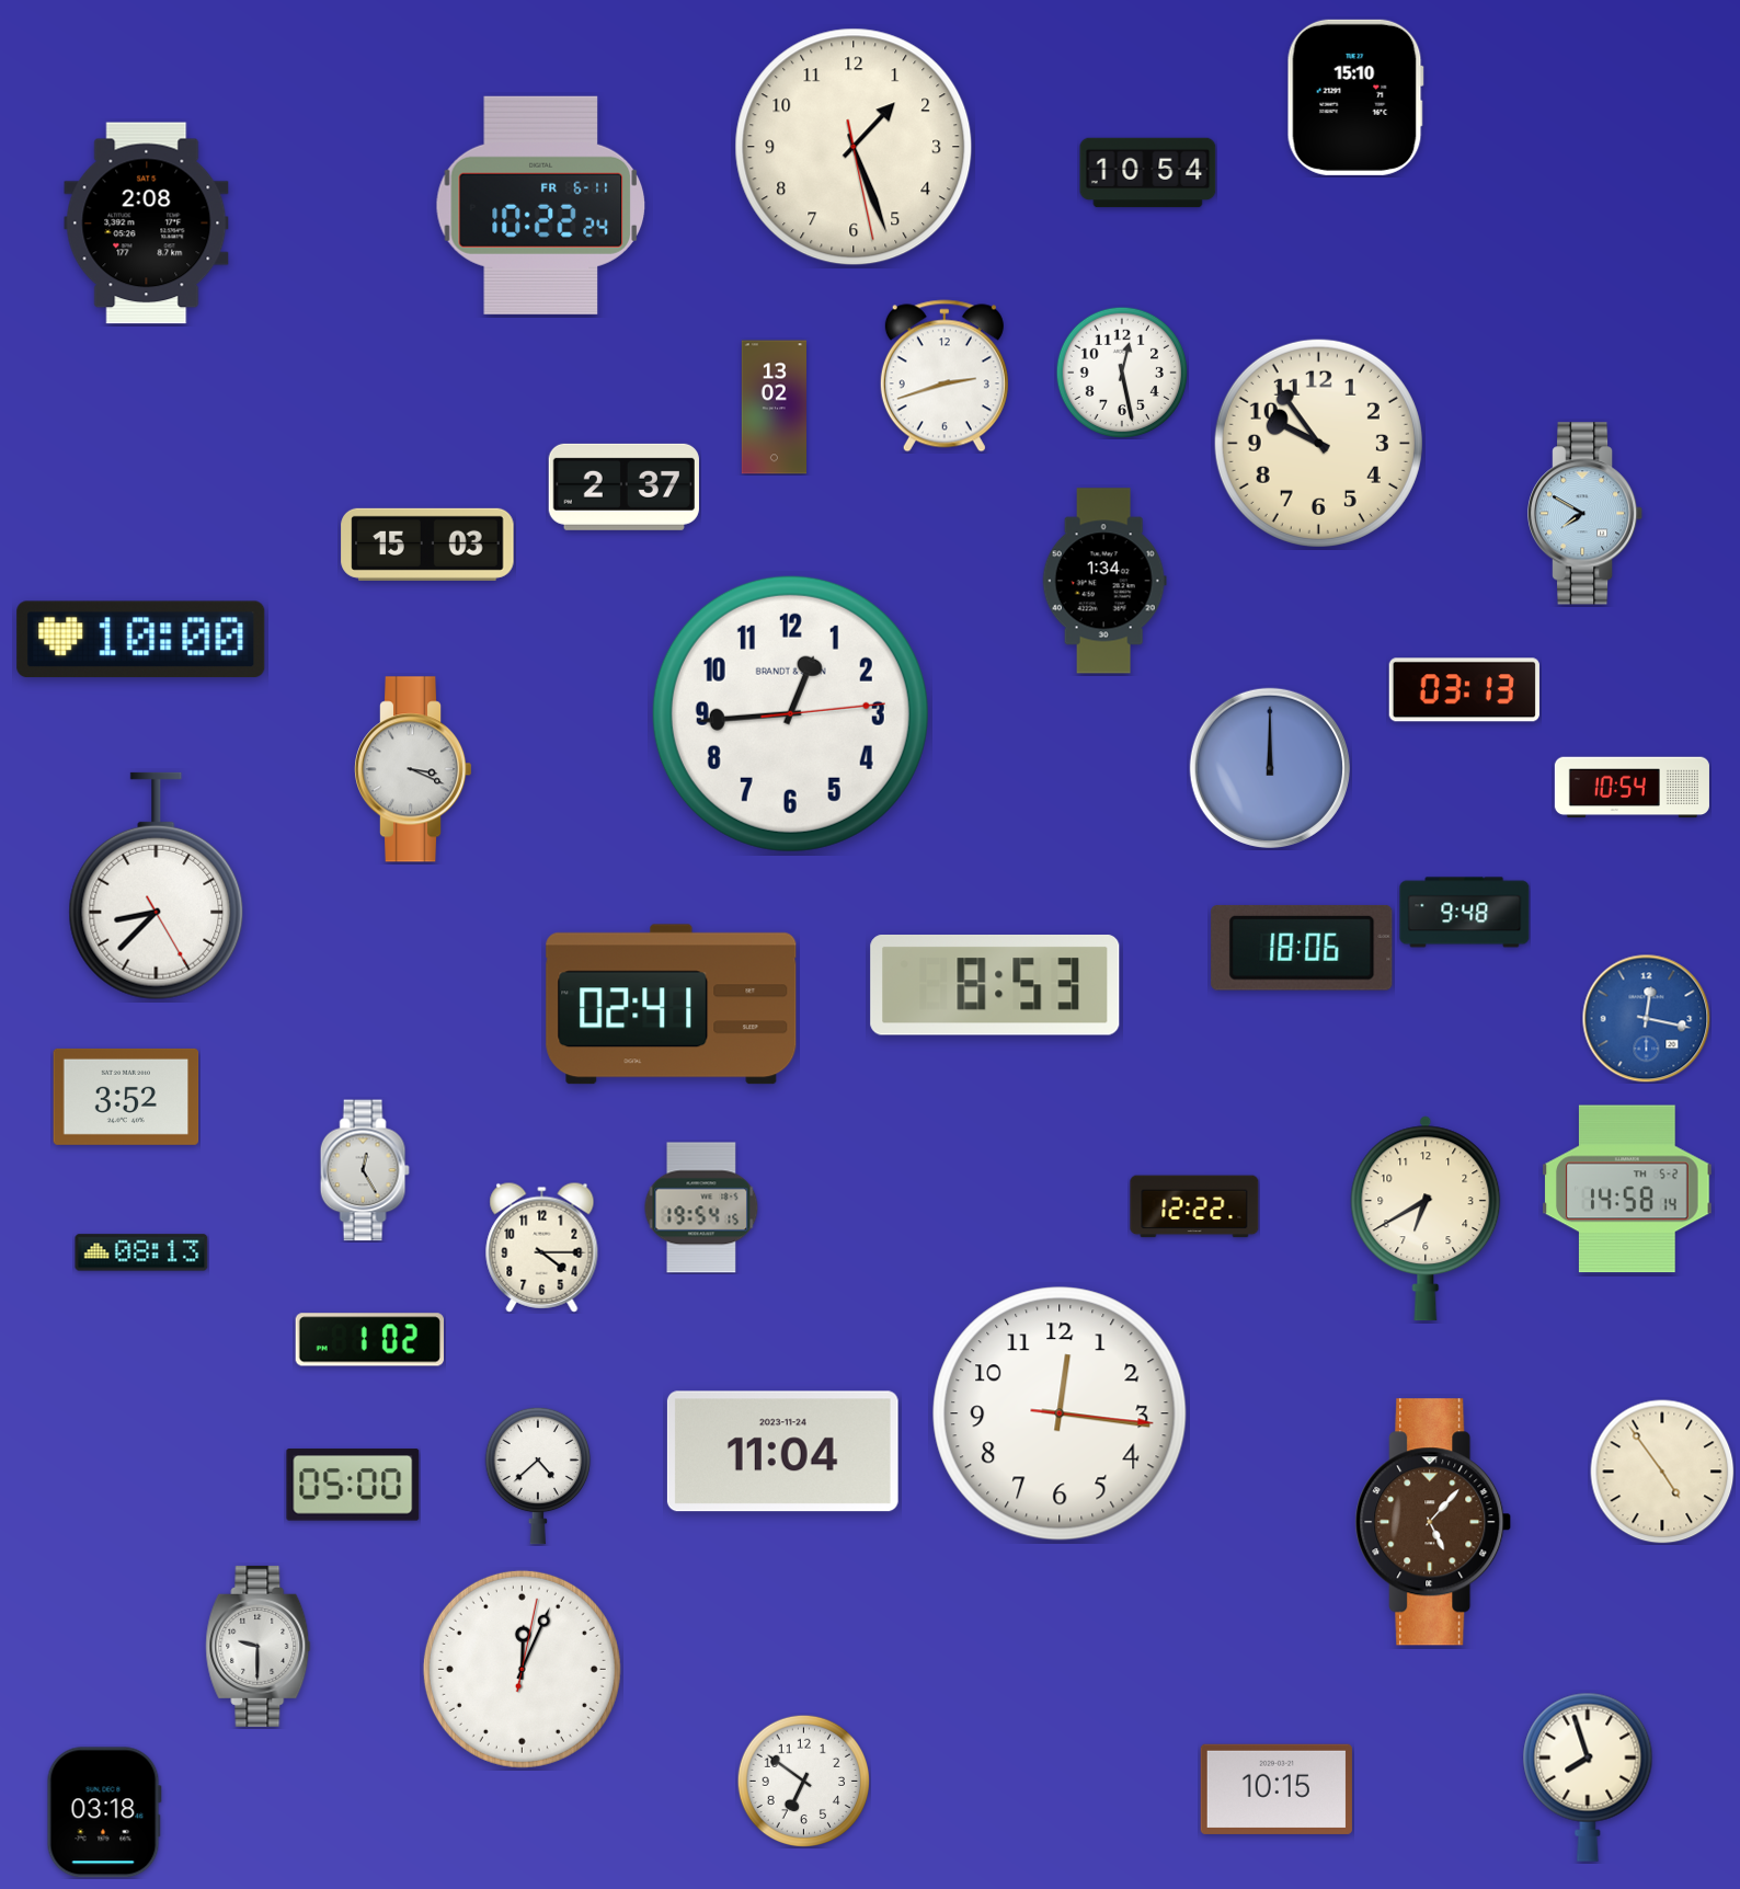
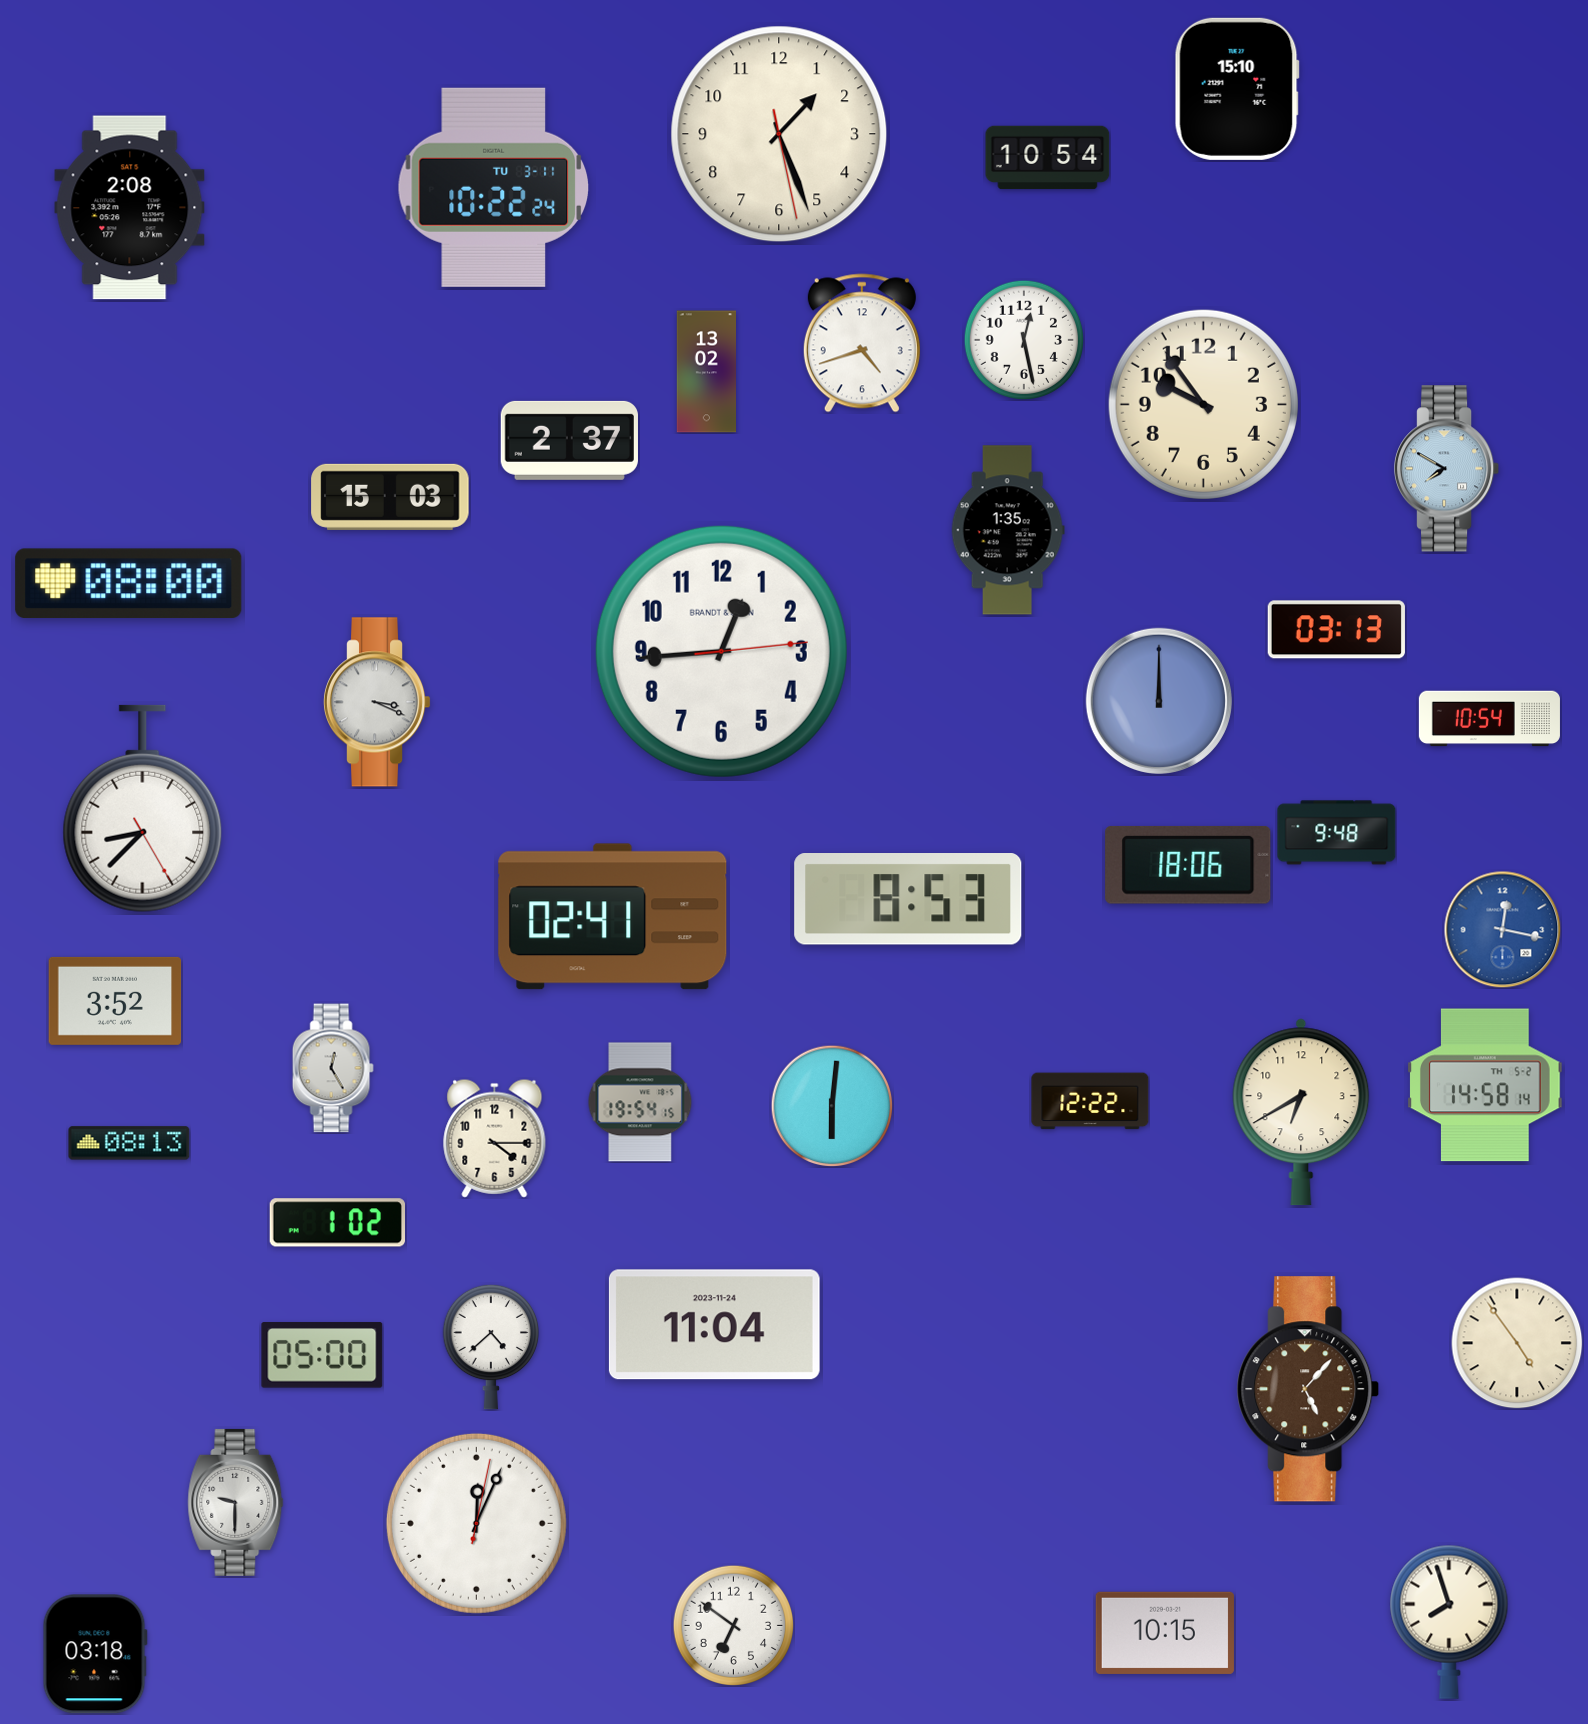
clock at (541, 205) date: FR 6-11 -> TU 3-11
clock at (147, 224) position: (147, 224) -> (130, 208)
clock at (945, 376): 2:42 -> 4:42
clock at (623, 486) position: (623, 486) -> (569, 440)
clock at (1104, 581): 1:34 -> 1:35
clock at (141, 640): 10:00 -> 08:00
clock at (832, 1106): none -> 6:01
clock at (1060, 1413): 12:16 -> none
